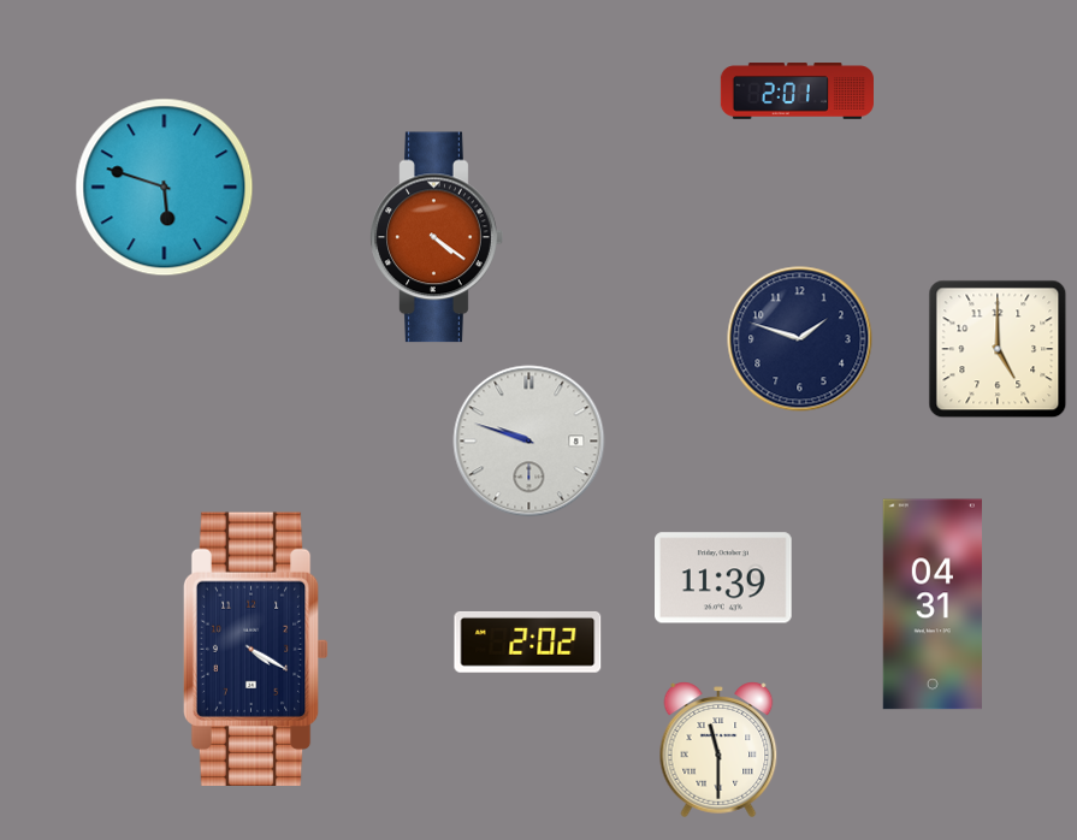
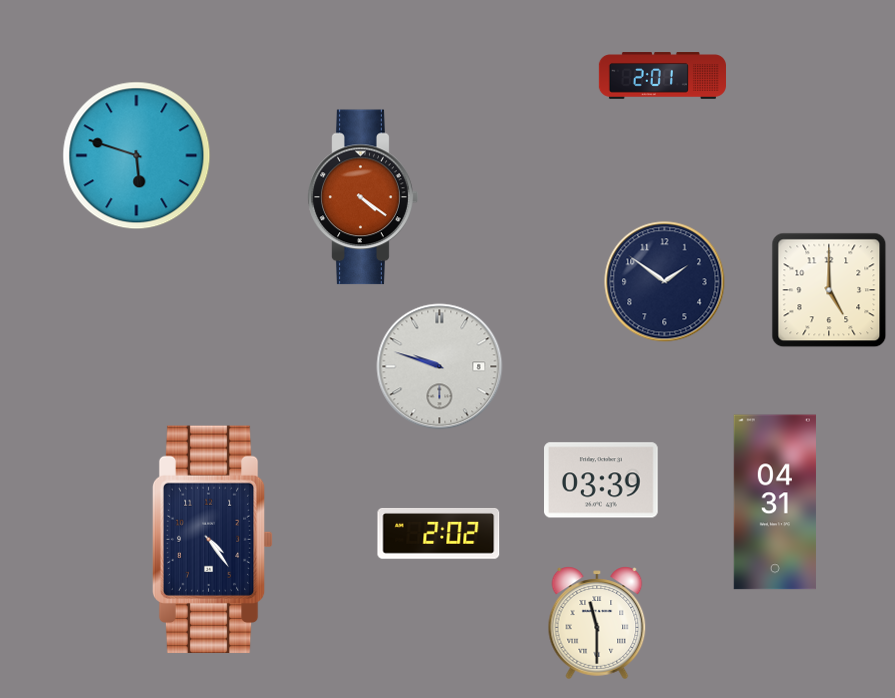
clock at (800, 339): 1:48 -> 1:51
clock at (724, 578): 11:39 -> 03:39
clock at (255, 649): 4:20 -> 4:24
